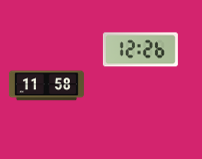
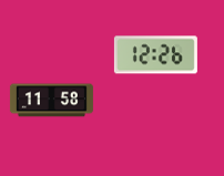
clock at (46, 86) position: (46, 86) -> (51, 101)
